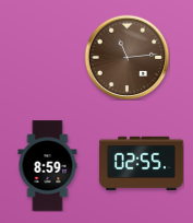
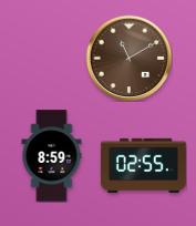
clock at (126, 57): 11:14 -> 11:10
clock at (48, 166) position: (48, 166) -> (52, 156)
